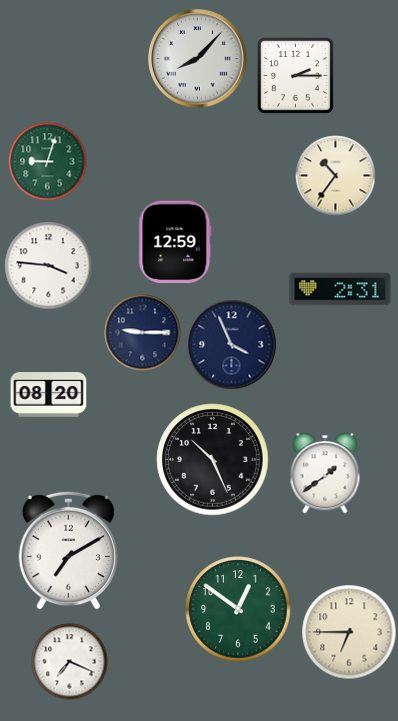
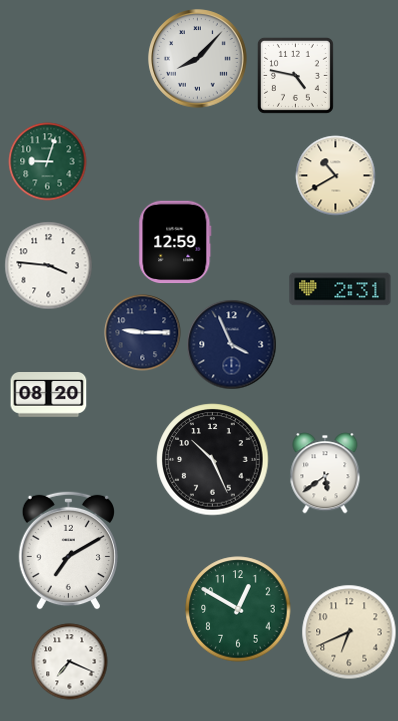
clock at (295, 75): 2:15 -> 4:47
clock at (336, 176): 10:36 -> 10:40
clock at (325, 473): 1:39 -> 5:39
clock at (238, 609): 12:51 -> 12:50
clock at (349, 632): 6:45 -> 6:41
